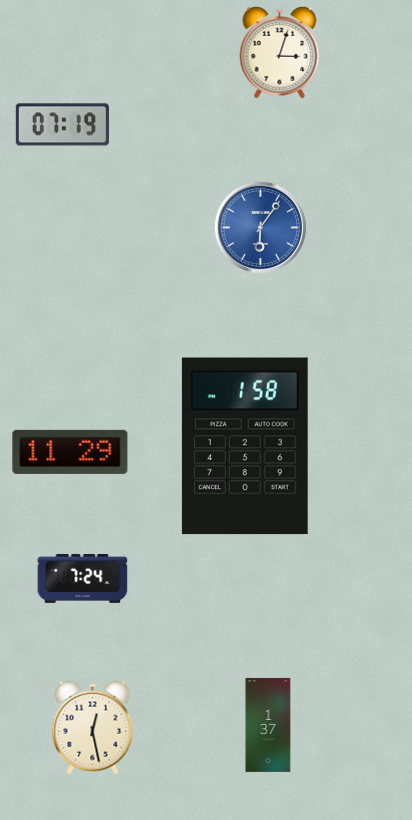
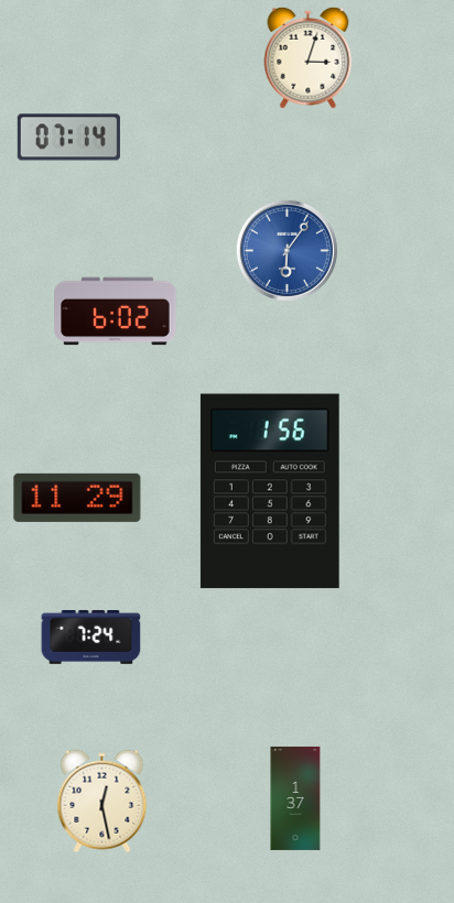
clock at (62, 125): 07:19 -> 07:14
clock at (116, 312): none -> 6:02
clock at (245, 446): 1:58 -> 1:56
